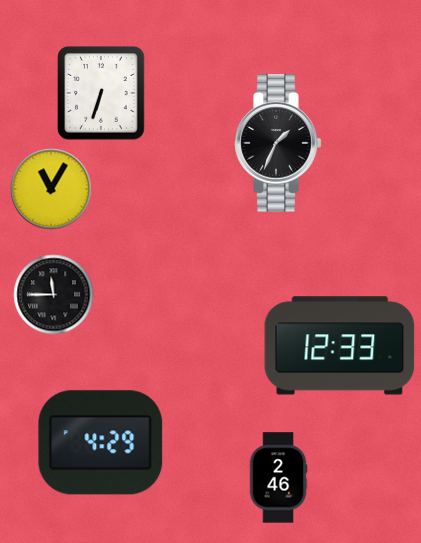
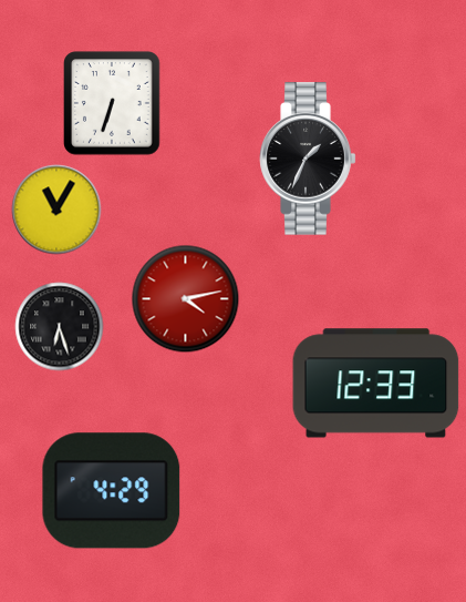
clock at (186, 299): none -> 4:13
clock at (54, 295): 11:45 -> 6:27
clock at (278, 478): 2:46 -> none
